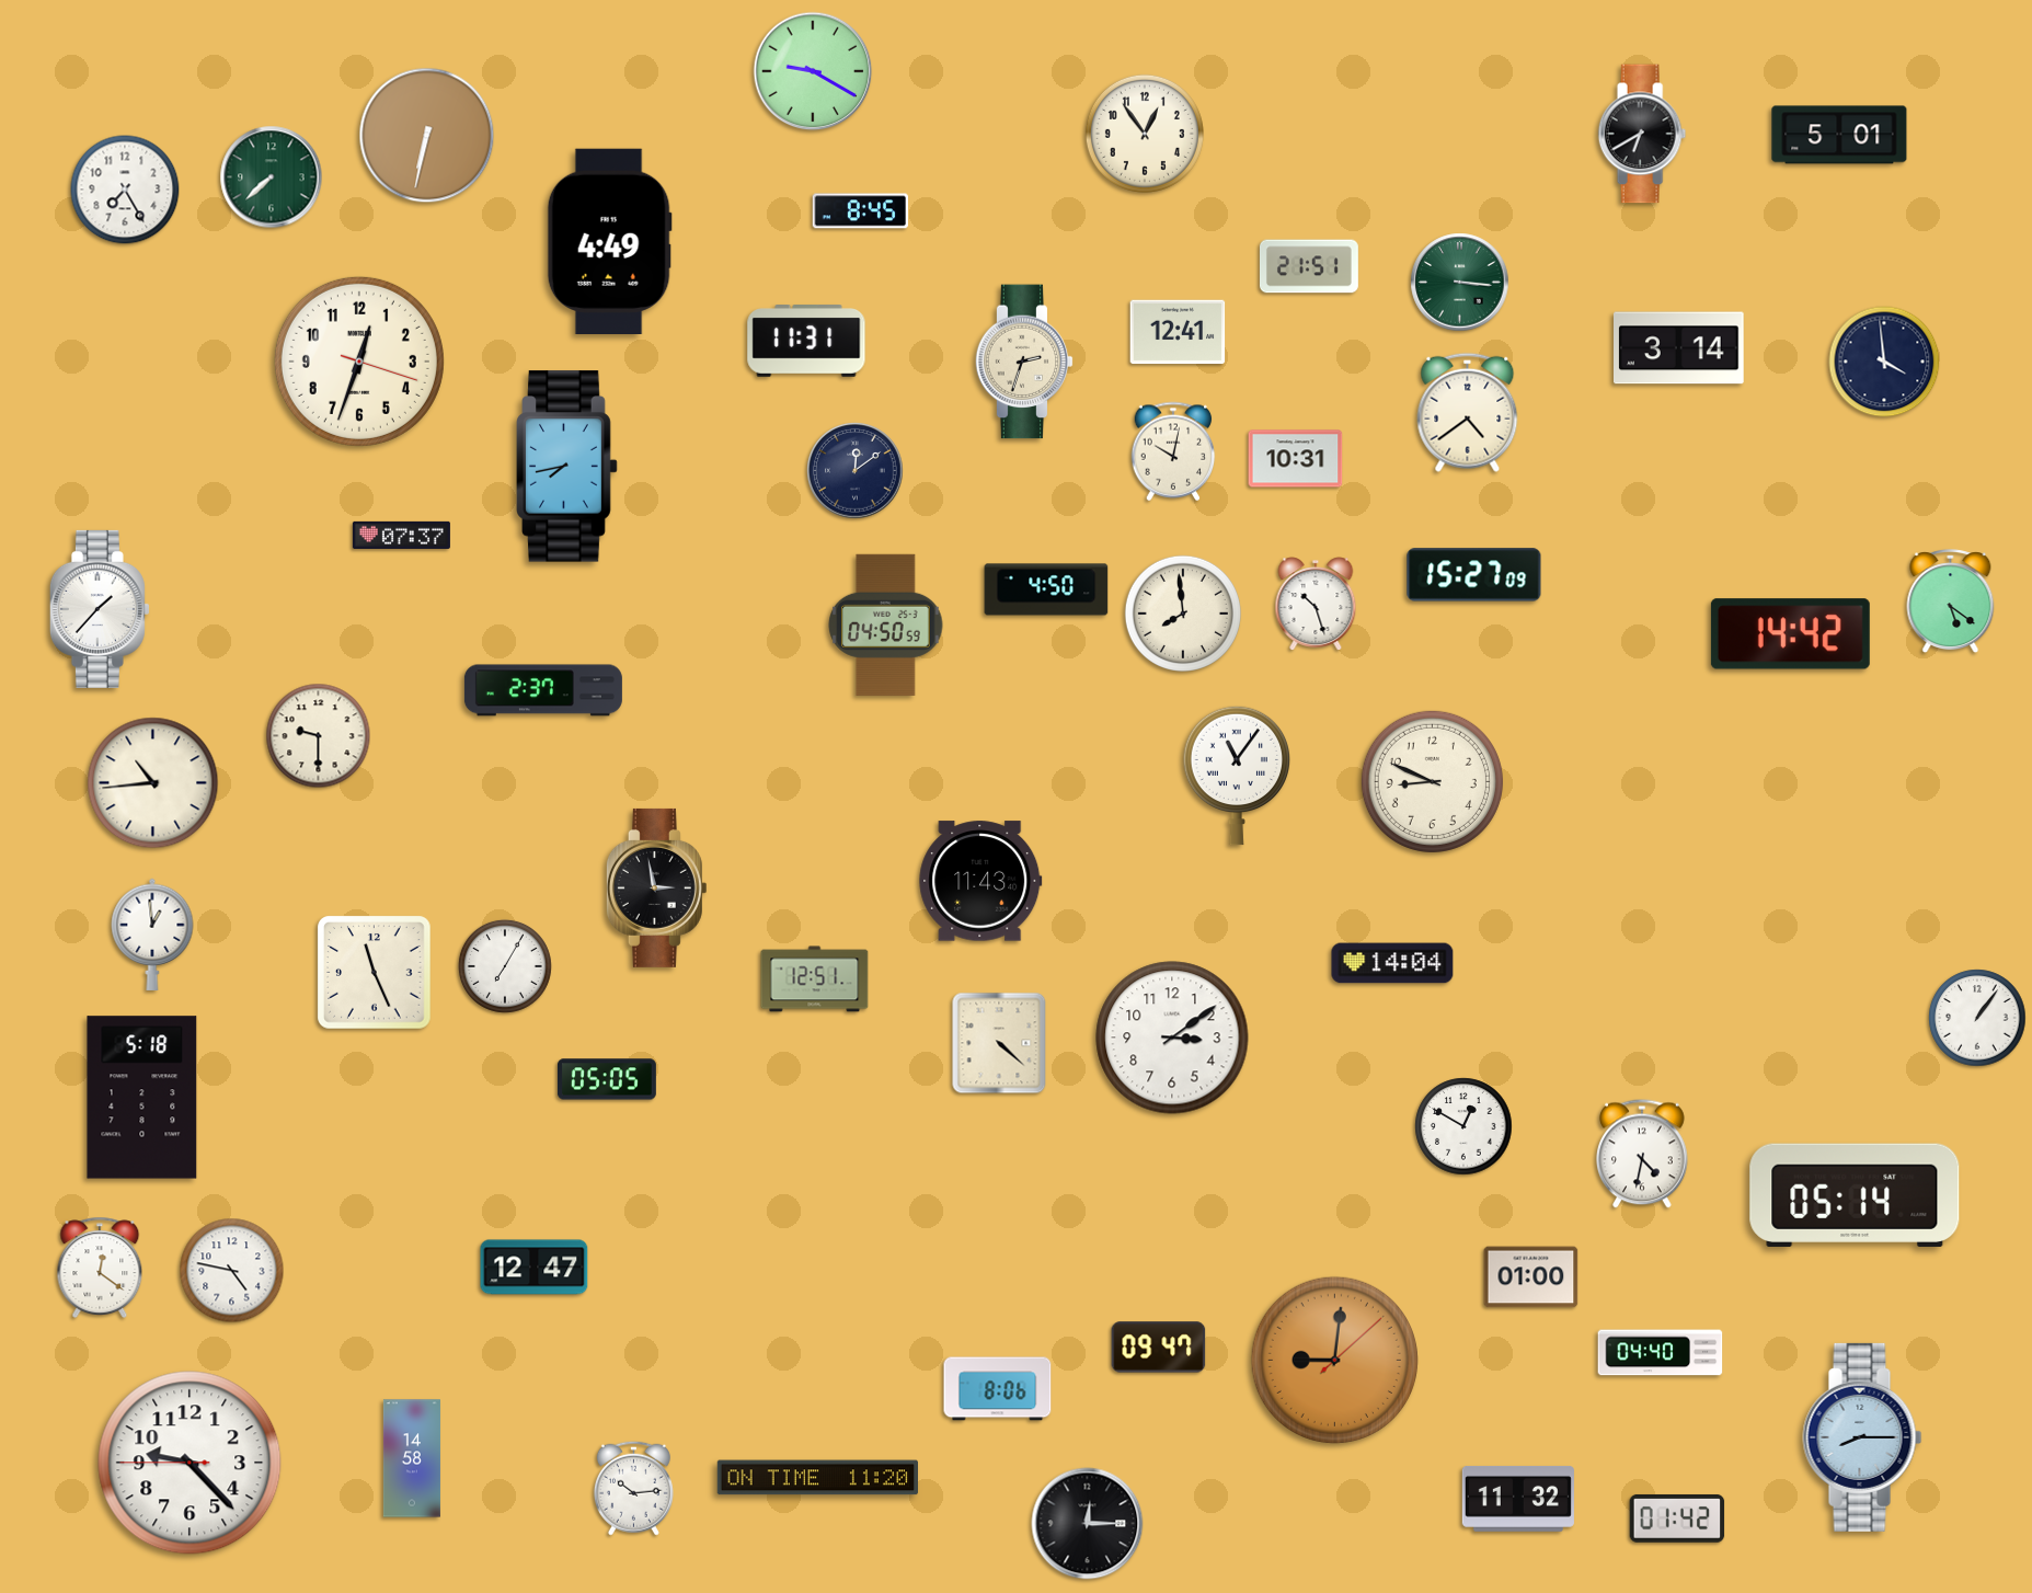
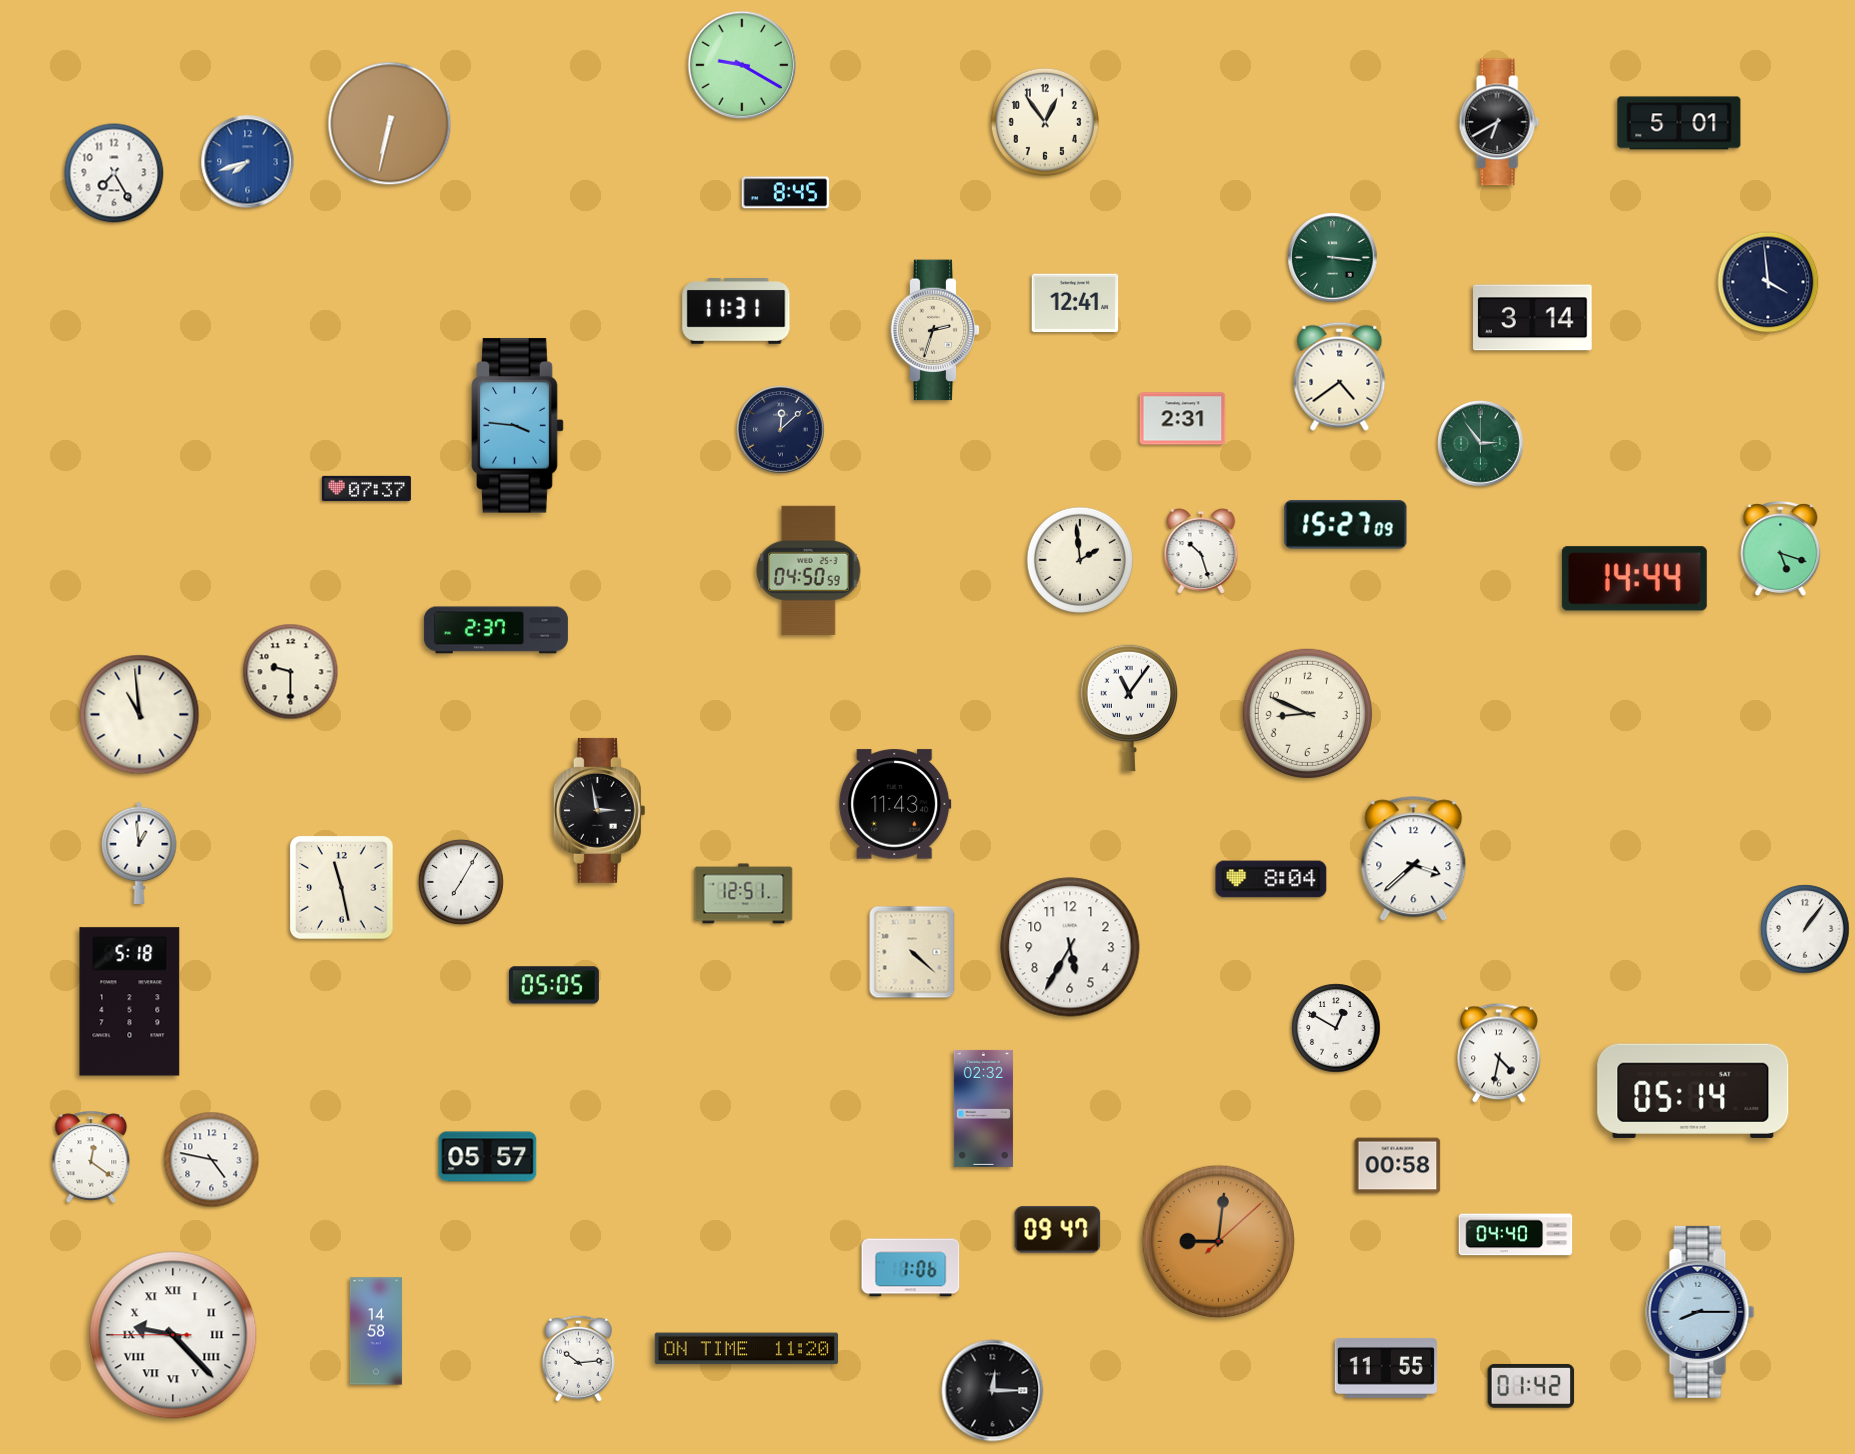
clock at (272, 177): 7:38 -> 7:42
clock at (272, 177) dial: green -> blue
clock at (609, 241): 4:49 -> none
clock at (1309, 266): 21:51 -> none
clock at (359, 362): 12:33 -> none
clock at (1884, 362) position: (1884, 362) -> (1768, 282)
clock at (1173, 451): 10:02 -> none
clock at (1296, 459): 10:31 -> 2:31
clock at (567, 467): 7:43 -> 3:46
clock at (856, 471): 12:09 -> 12:08
clock at (1481, 444): none -> 2:54
clock at (1046, 589): 4:50 -> none
clock at (1951, 601): 5:21 -> 5:18
clock at (100, 609): 1:37 -> none
clock at (1183, 614): 7:59 -> 1:59
clock at (1790, 634): 14:42 -> 14:44
clock at (153, 783): 10:44 -> 10:59
clock at (1414, 859): none -> 3:38
clock at (1392, 963): 14:04 -> 8:04
clock at (375, 973): 11:26 -> 11:28
clock at (1172, 1038): 3:09 -> 5:35
clock at (983, 1108): none -> 02:32
clock at (535, 1268): 12:47 -> 05:57
clock at (1531, 1277): 01:00 -> 00:58
clock at (998, 1389): 8:06 -> 1:06
clock at (190, 1463) numerals: Arabic -> Roman
clock at (1518, 1499): 11:32 -> 11:55
